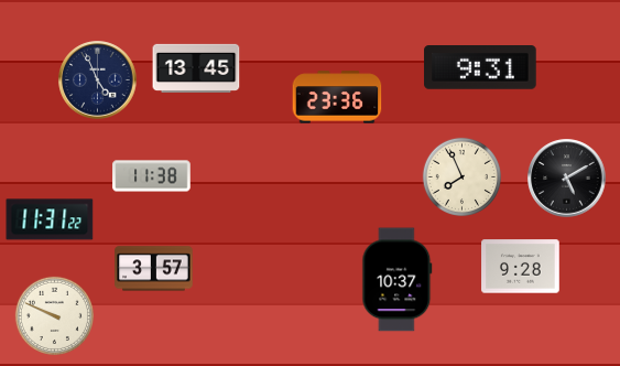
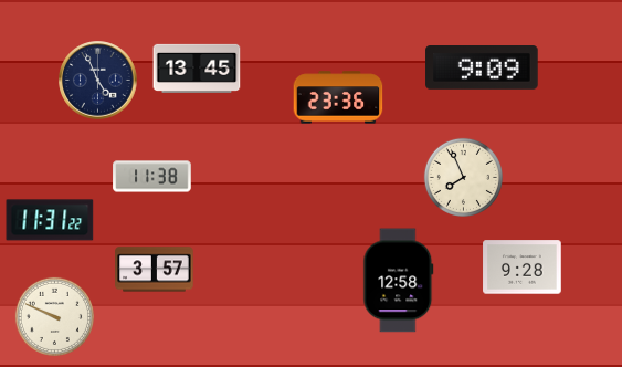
clock at (480, 68): 9:31 -> 9:09
clock at (567, 179): 5:10 -> none
clock at (398, 280): 10:37 -> 12:58
